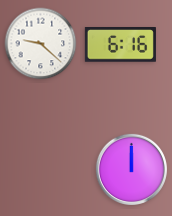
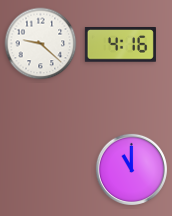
clock at (120, 45): 6:16 -> 4:16
clock at (131, 169): 12:00 -> 11:00
